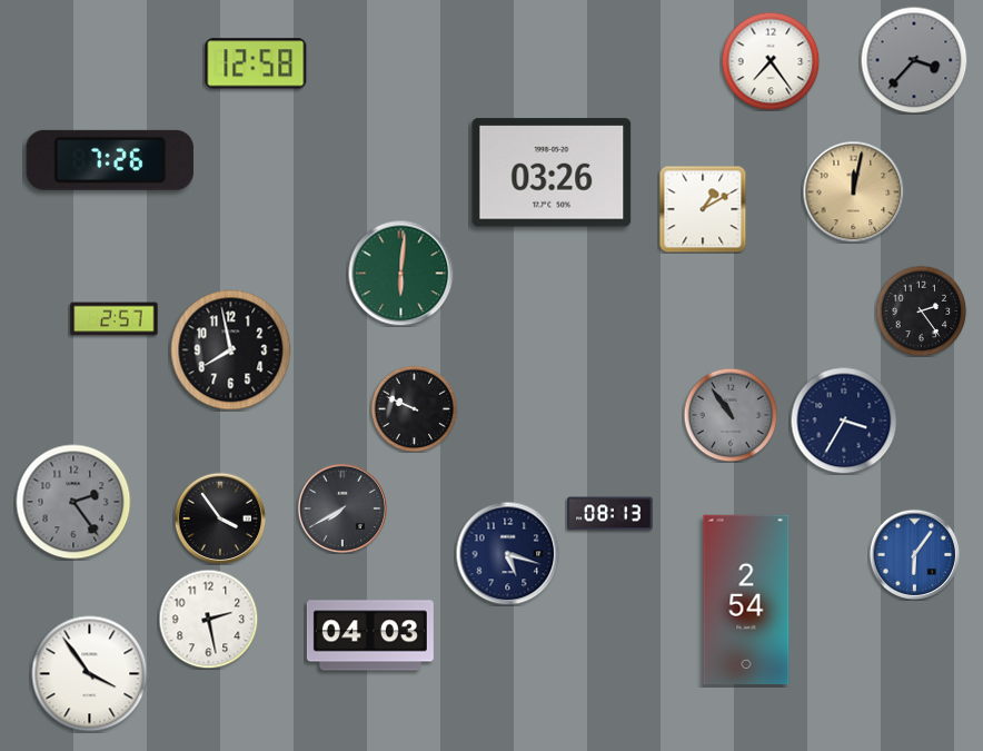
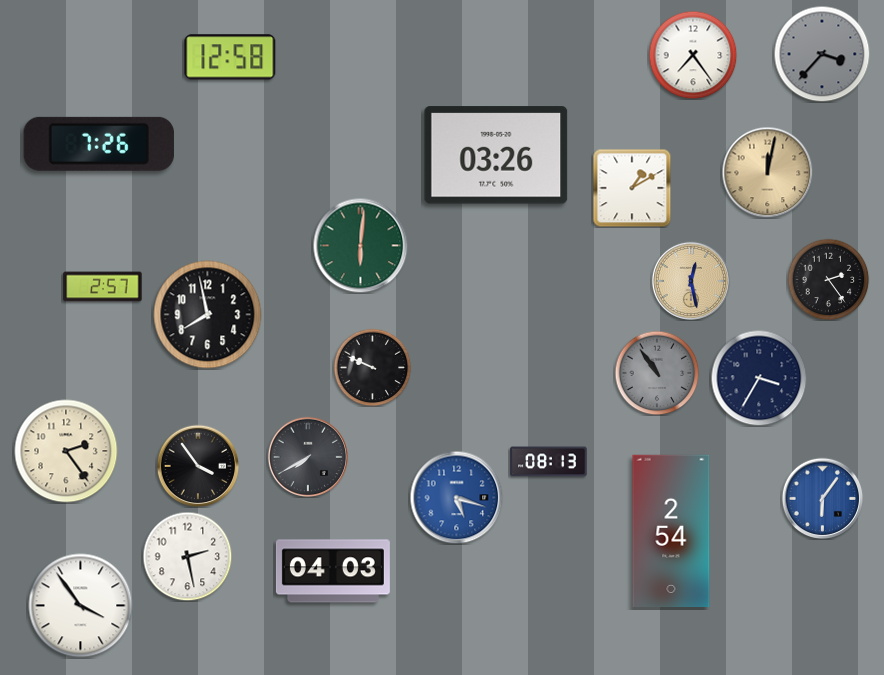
clock at (691, 281): none -> 12:28
clock at (73, 502) dial: grey -> cream
clock at (507, 553) dial: navy -> blue
clock at (746, 599) position: (746, 599) -> (671, 530)
